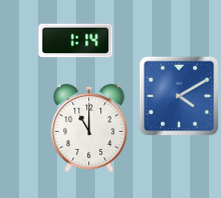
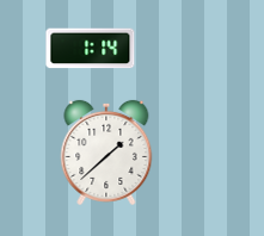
clock at (179, 96): 4:10 -> none
clock at (89, 128): 11:00 -> 1:38
